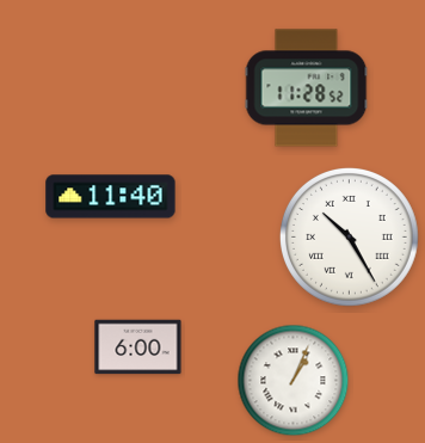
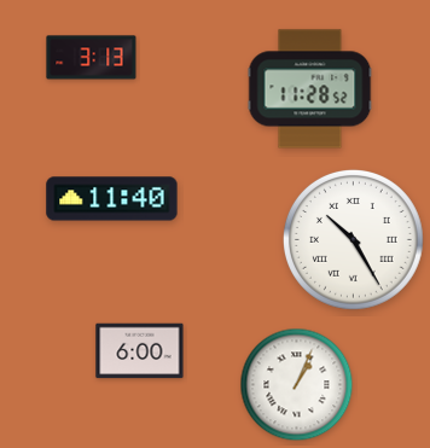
clock at (92, 58): none -> 3:13
